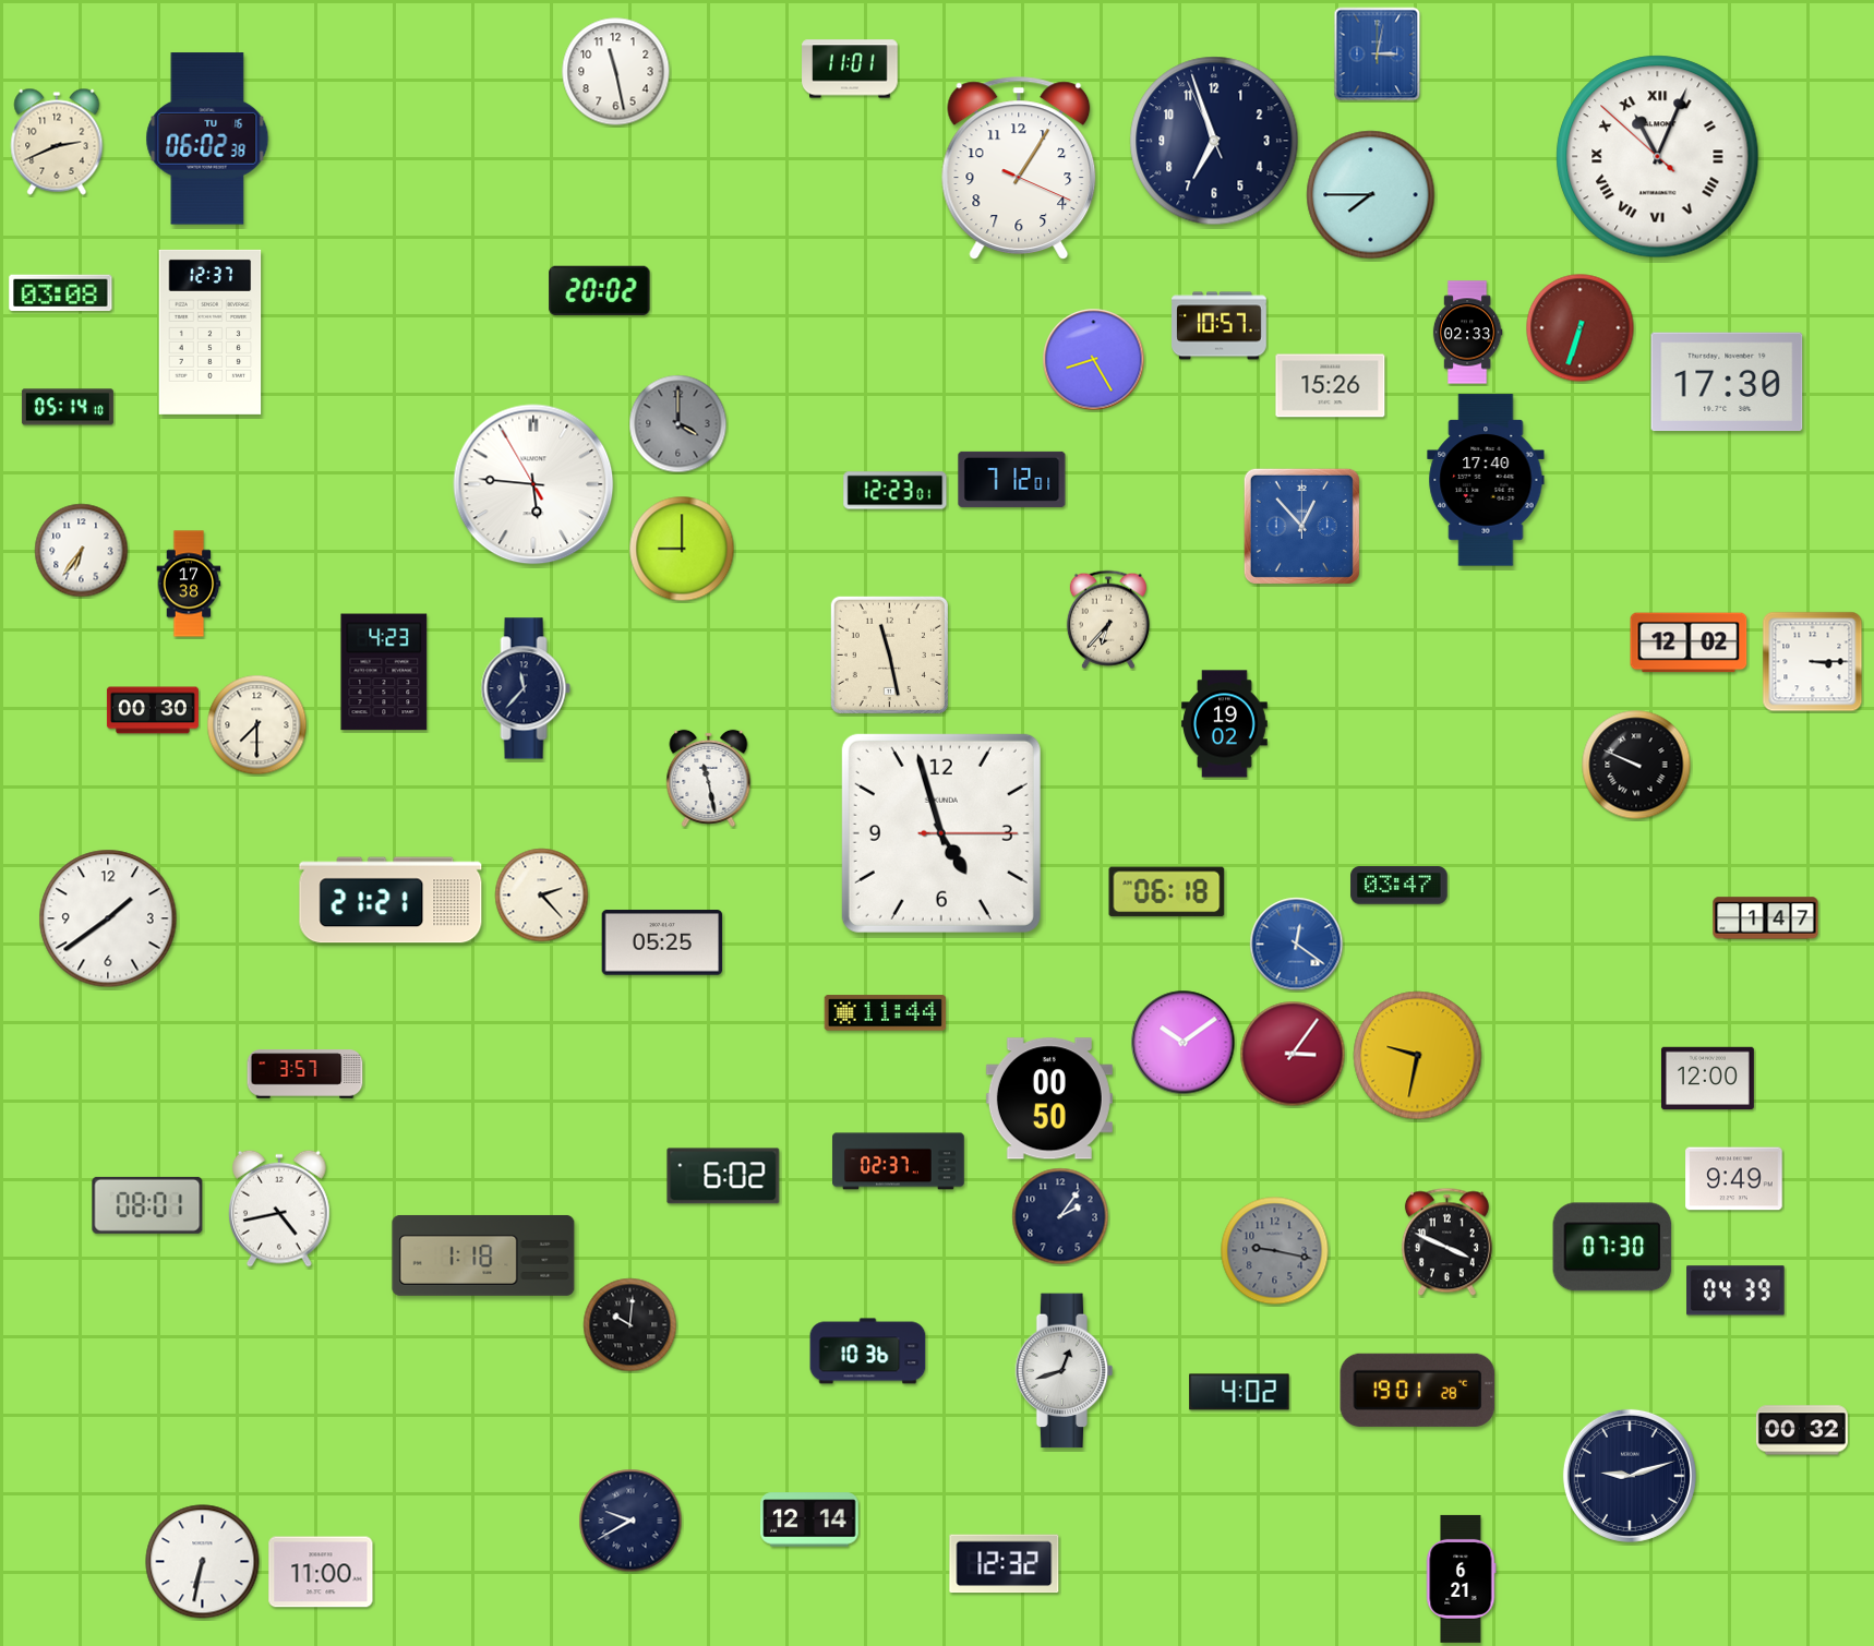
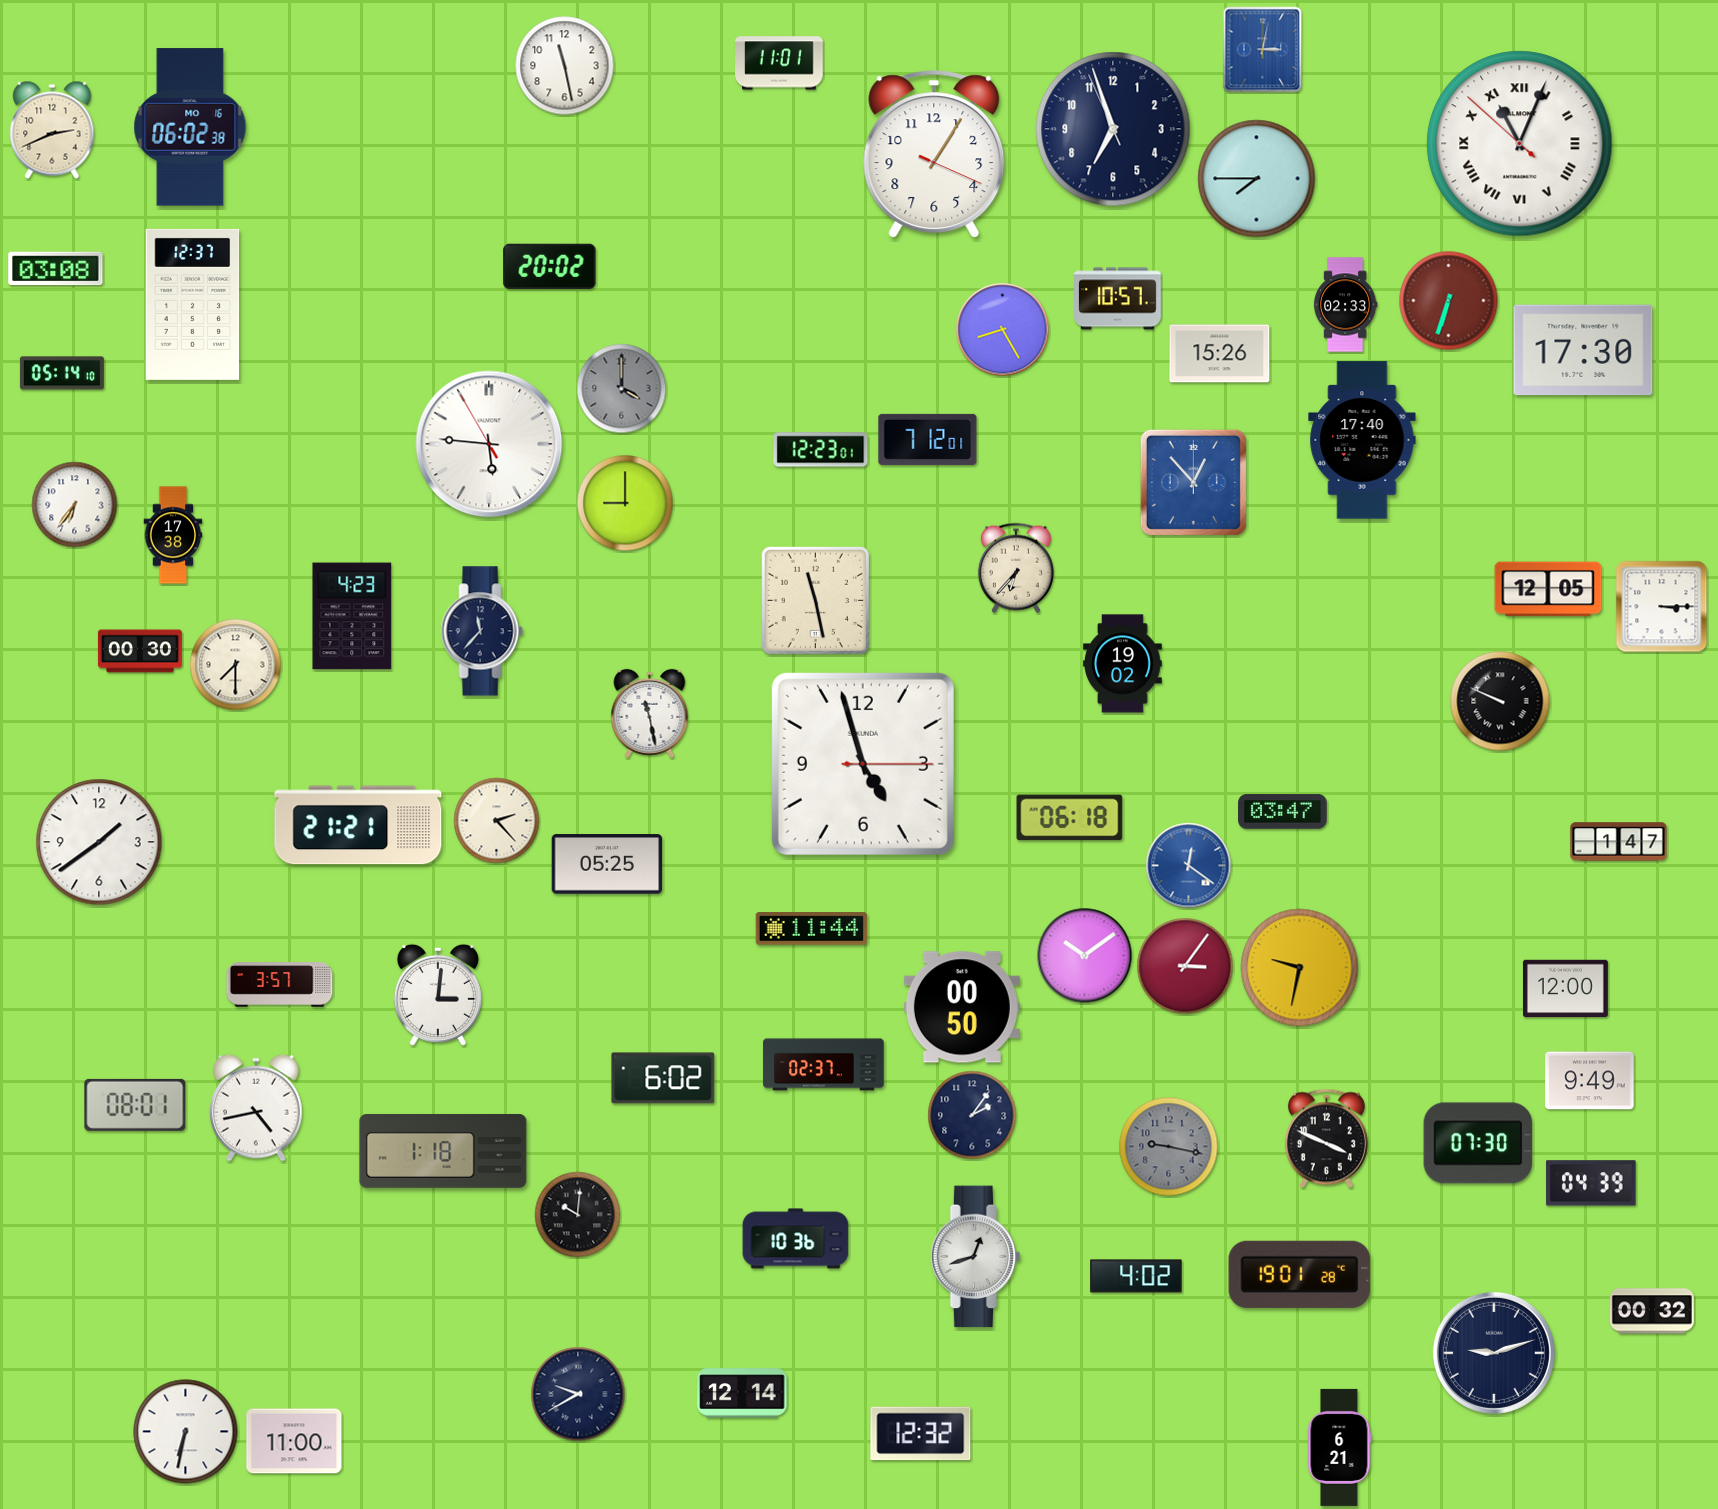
clock at (207, 139) date: TU 16 -> MO 16
clock at (1689, 642): 12:02 -> 12:05
clock at (438, 995): none -> 3:01
